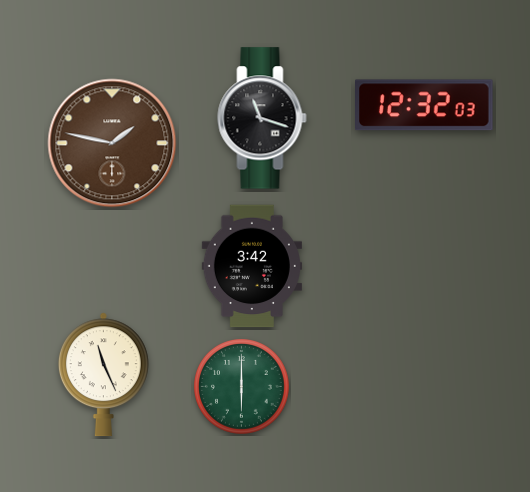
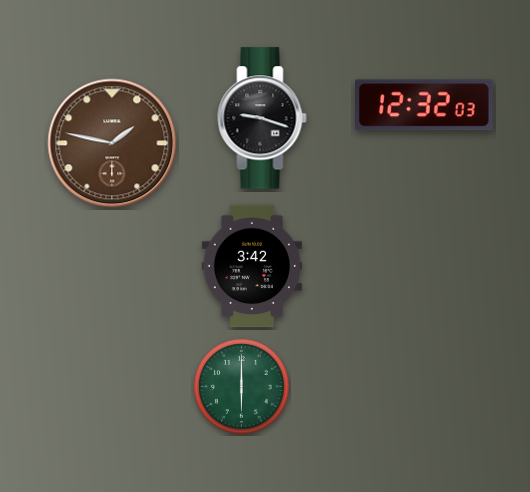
clock at (262, 118): 11:18 -> 9:18
clock at (103, 375): 11:26 -> none
